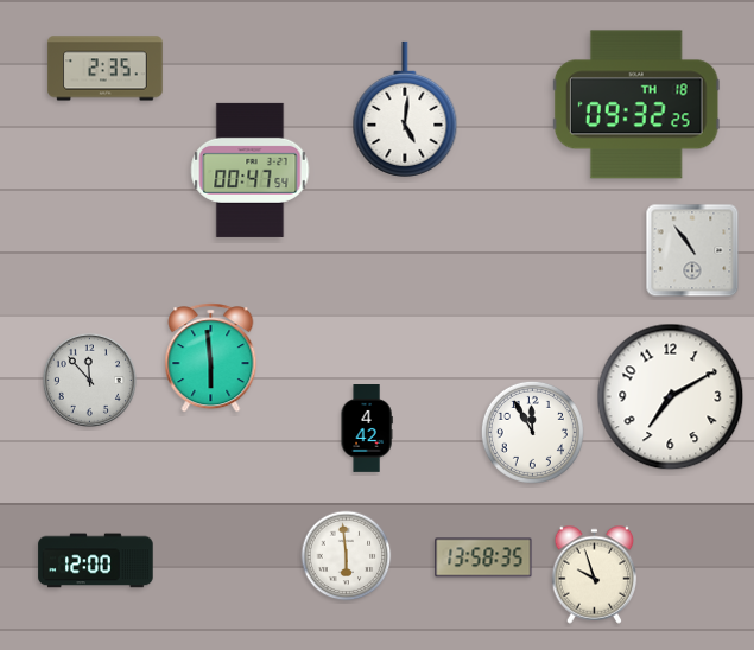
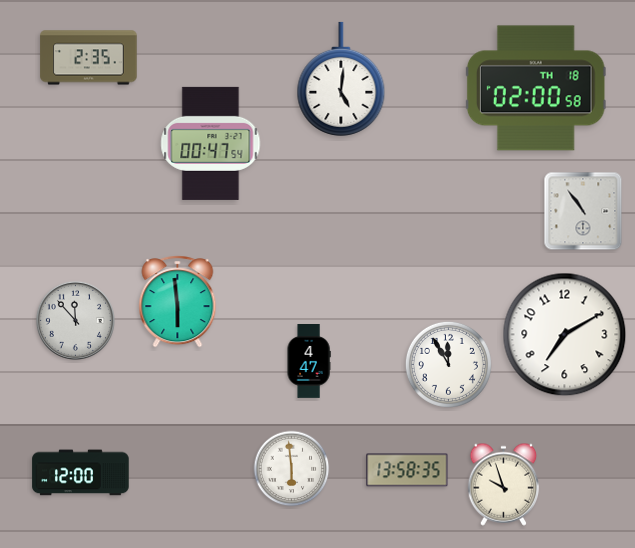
clock at (636, 104): 09:32 -> 02:00
clock at (405, 109) position: (405, 109) -> (341, 79)
clock at (367, 429): 4:42 -> 4:47
clock at (595, 574) position: (595, 574) -> (504, 484)
